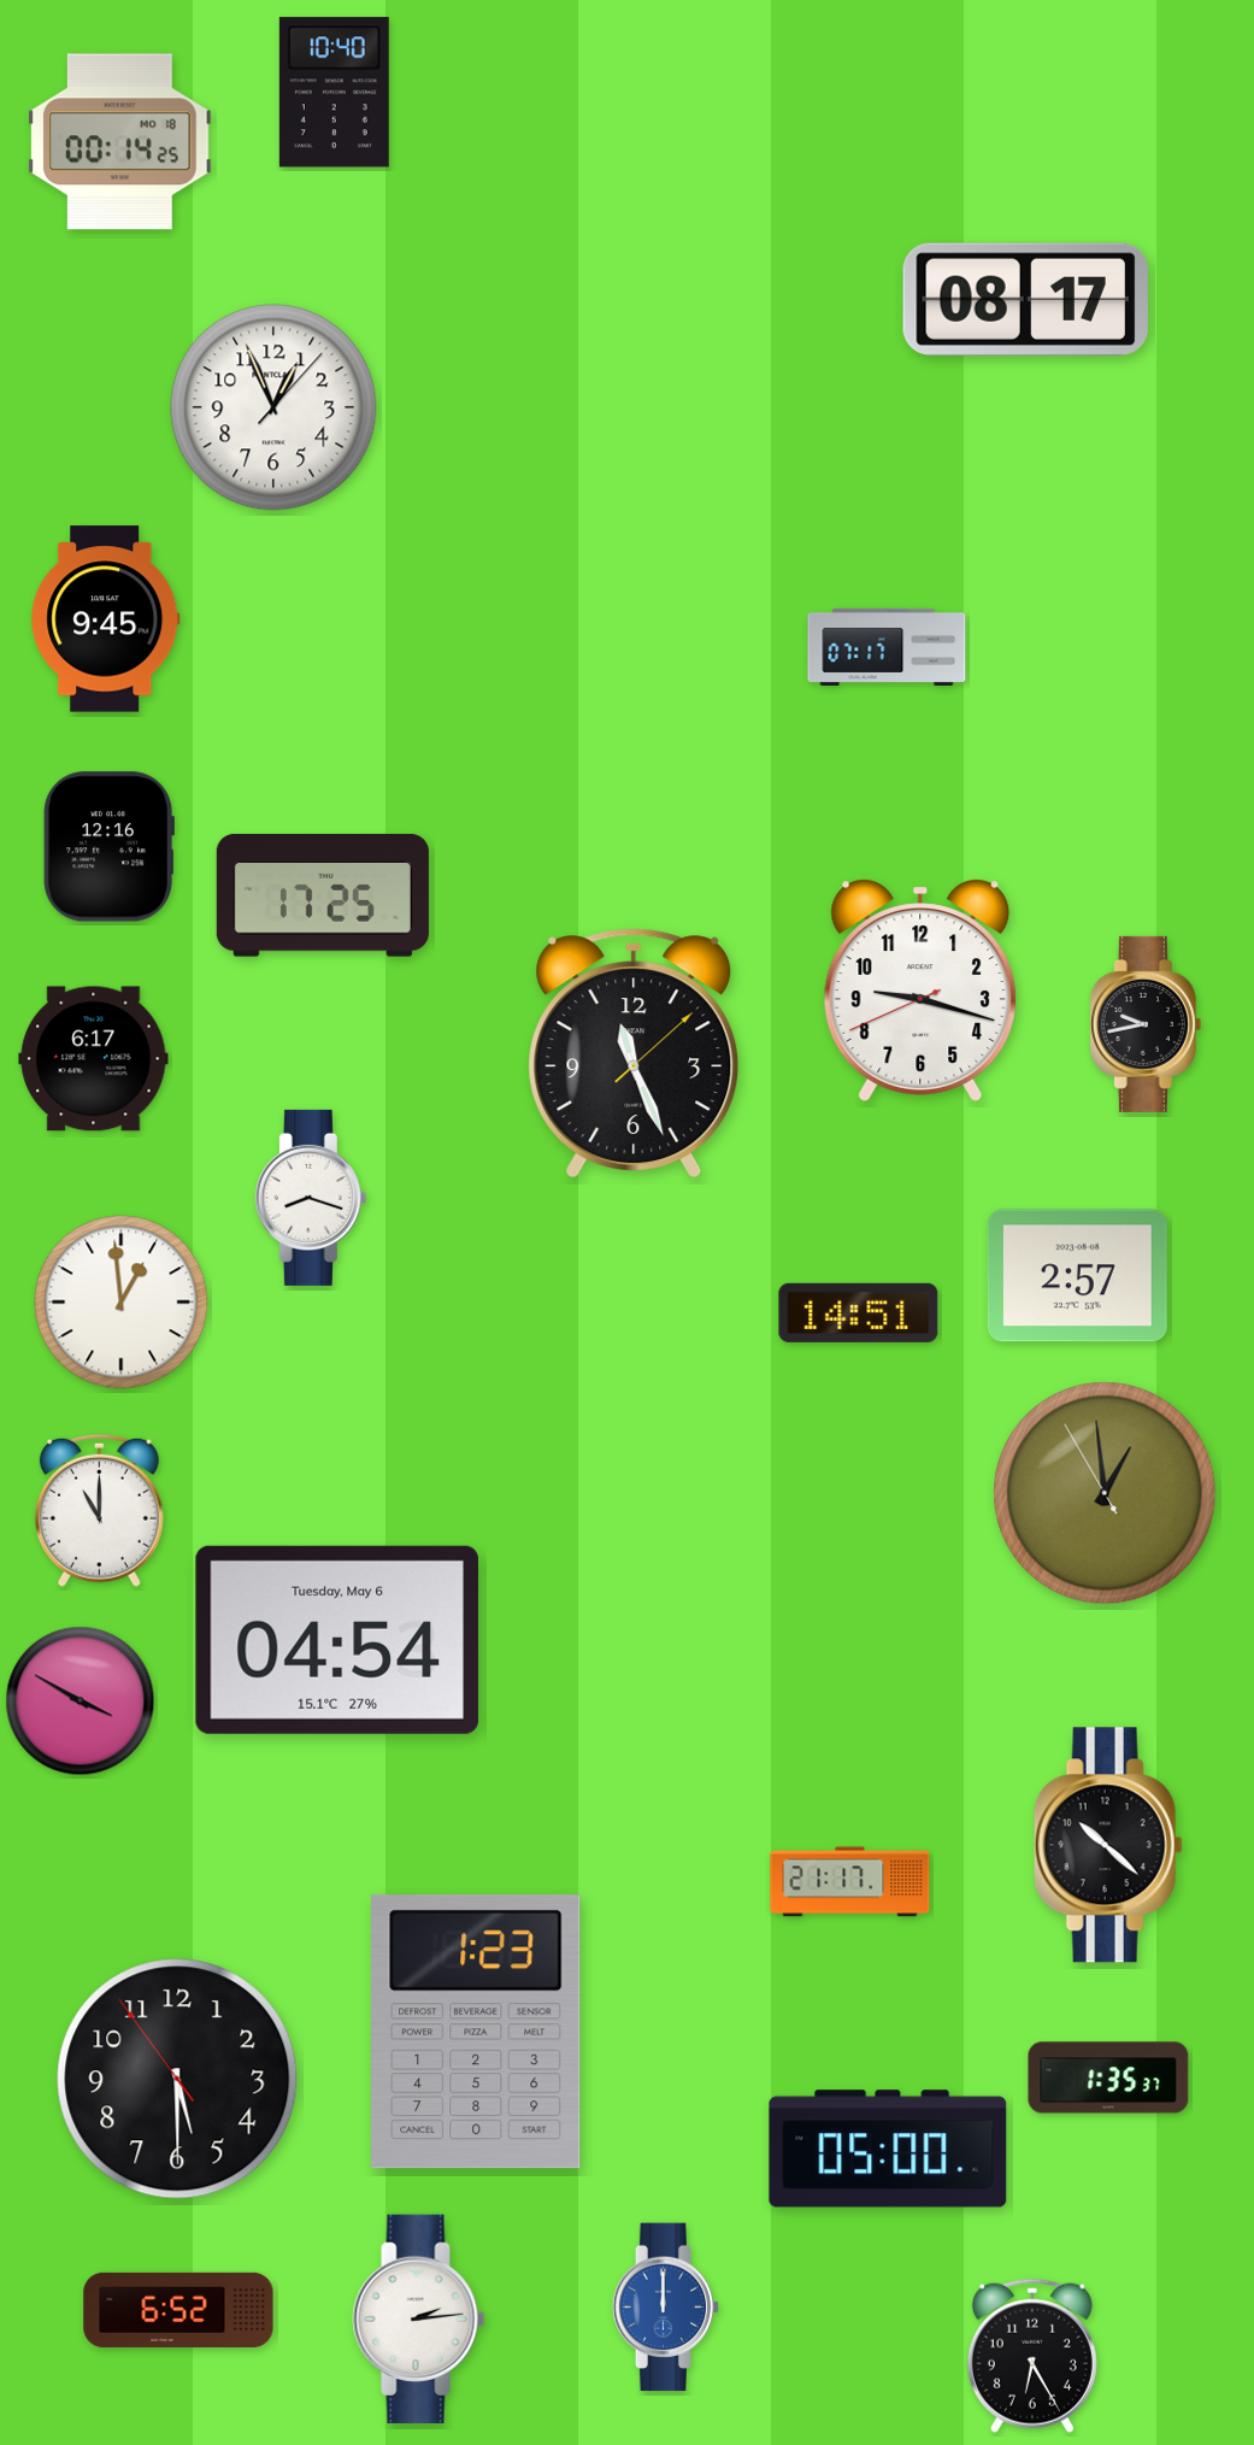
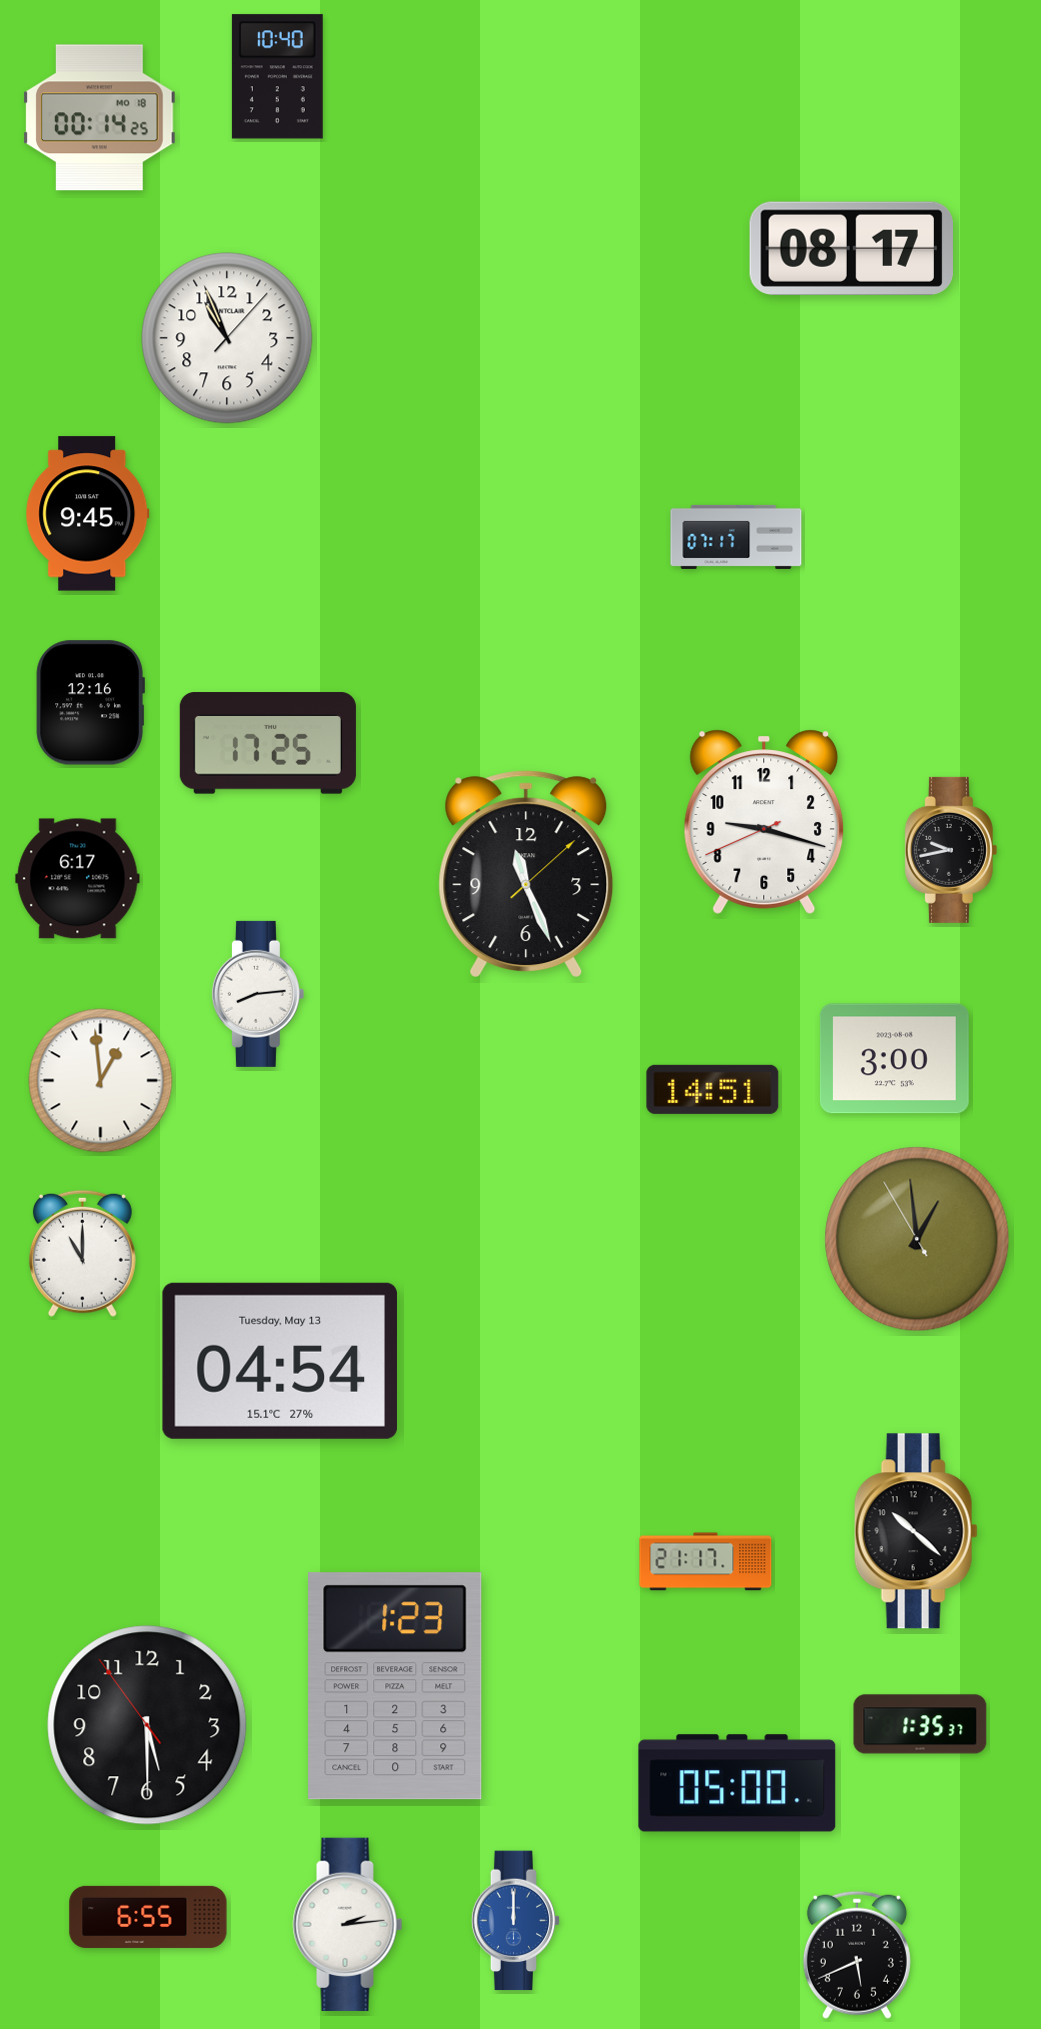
clock at (273, 407): 12:56 -> 10:56
clock at (311, 1198): 8:18 -> 8:14
clock at (1077, 1276): 2:57 -> 3:00
clock at (337, 1640) date: Tuesday, May 6 -> Tuesday, May 13
clock at (81, 1701): 3:50 -> none
clock at (1108, 1845) position: (1108, 1845) -> (916, 1531)
clock at (666, 2308) position: (666, 2308) -> (516, 1921)
clock at (178, 2310): 6:52 -> 6:55
clock at (1032, 2356): 6:25 -> 5:41
